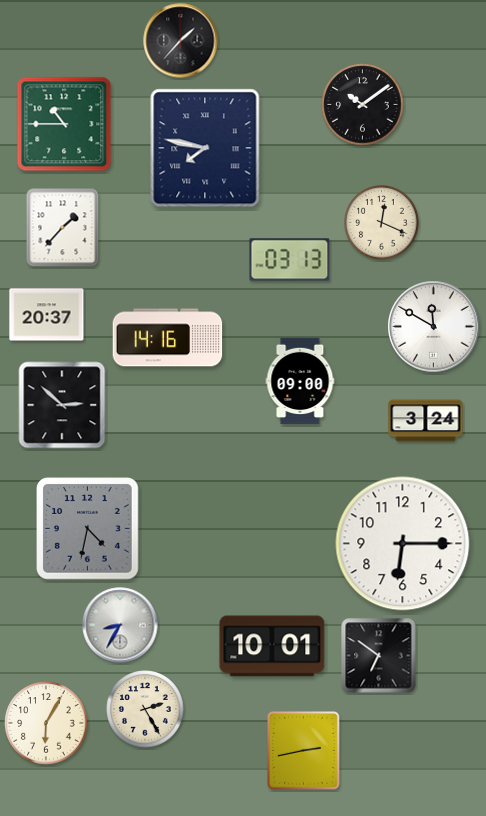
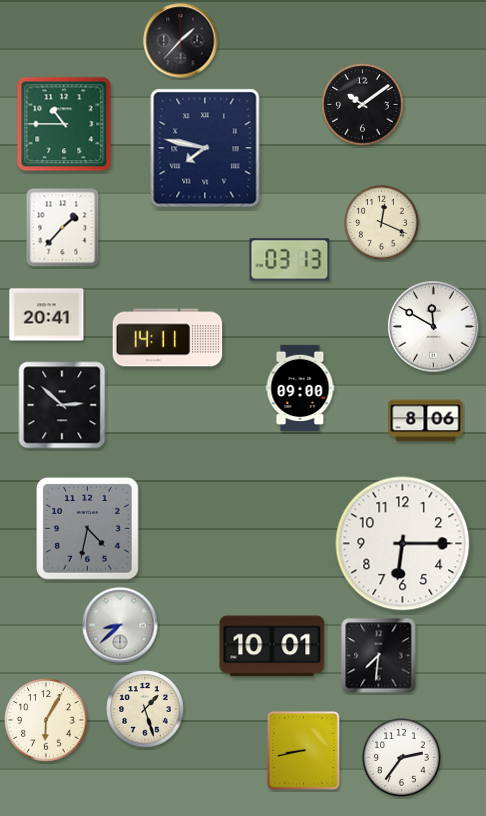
clock at (47, 315): 20:37 -> 20:41
clock at (168, 338): 14:16 -> 14:11
clock at (300, 381) position: (300, 381) -> (300, 388)
clock at (426, 421): 3:24 -> 8:06
clock at (120, 625): 8:35 -> 8:38
clock at (379, 656): 6:51 -> 7:31
clock at (145, 709): 2:25 -> 1:27
clock at (46, 723) position: (46, 723) -> (46, 720)
clock at (304, 751): 2:43 -> 8:43
clock at (402, 758): none -> 2:36
